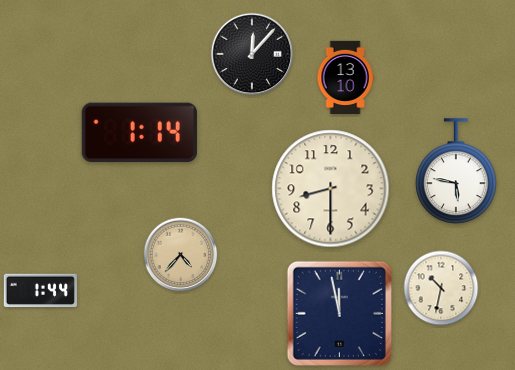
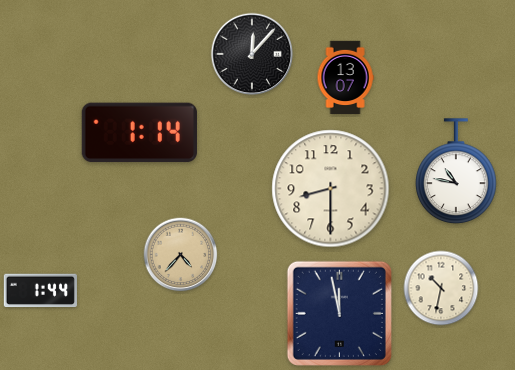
clock at (345, 78): 13:10 -> 13:07
clock at (457, 172): 5:47 -> 10:47
